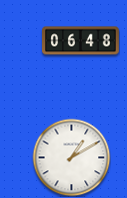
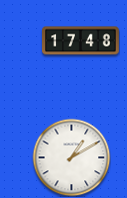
clock at (81, 41): 06:48 -> 17:48
